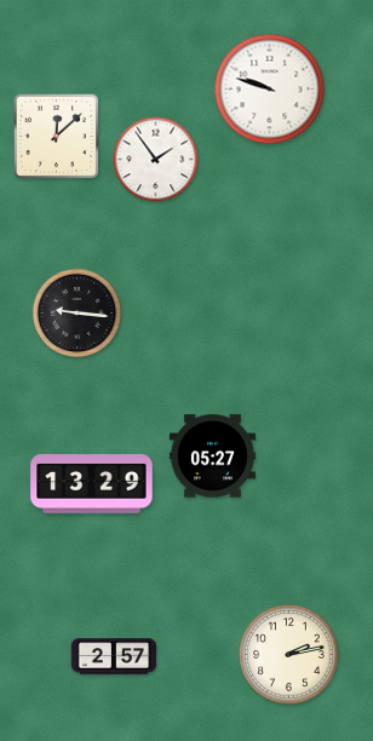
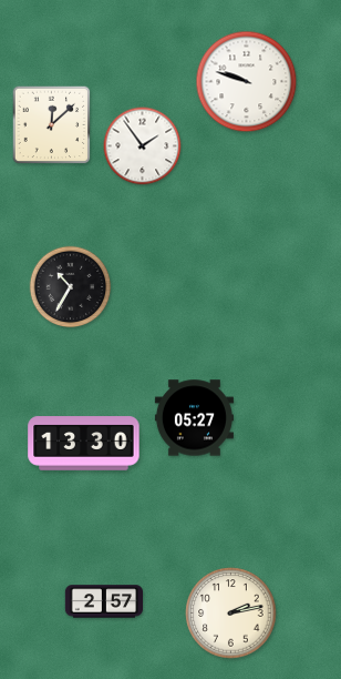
clock at (78, 314): 9:16 -> 10:35
clock at (92, 484): 13:29 -> 13:30
clock at (289, 655) position: (289, 655) -> (231, 614)
